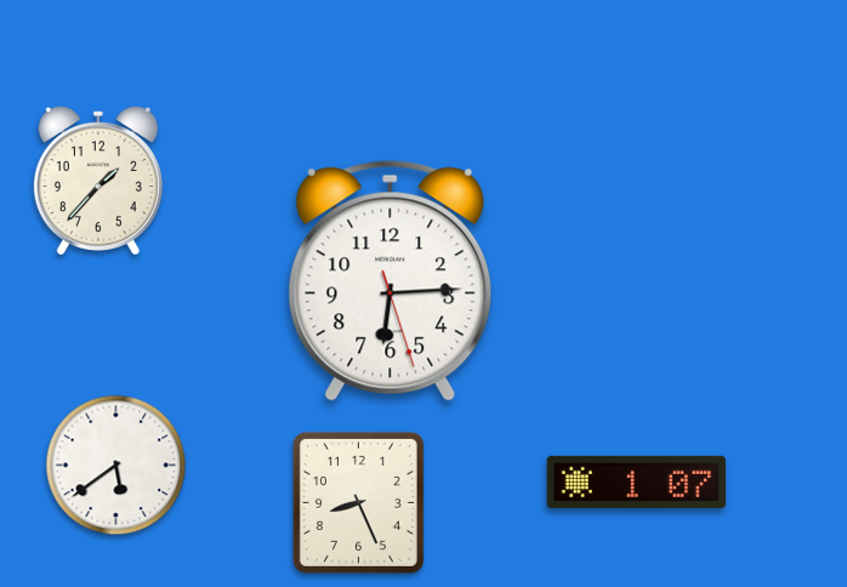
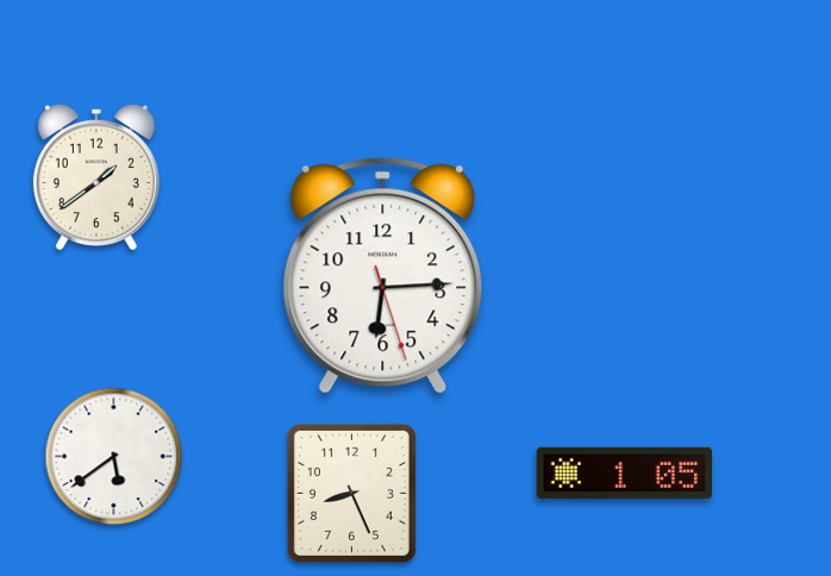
clock at (98, 181): 1:37 -> 1:39
clock at (637, 481): 1:07 -> 1:05
